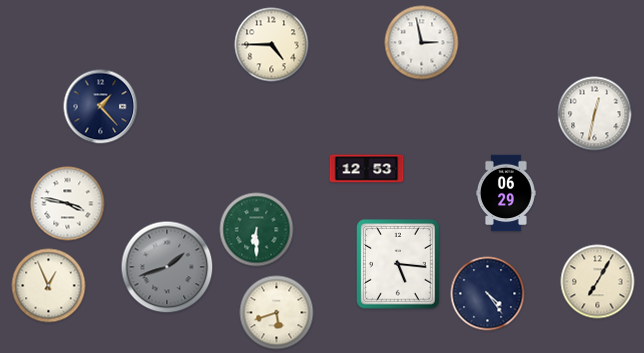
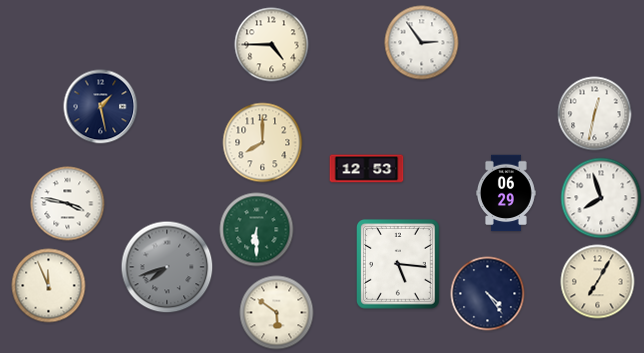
clock at (422, 43): 2:58 -> 2:54
clock at (101, 107): 1:23 -> 1:28
clock at (263, 143): none -> 8:00
clock at (601, 198): none -> 7:57
clock at (167, 267): 1:42 -> 7:42
clock at (49, 286): 12:56 -> 11:56
clock at (277, 313): 5:42 -> 5:51
